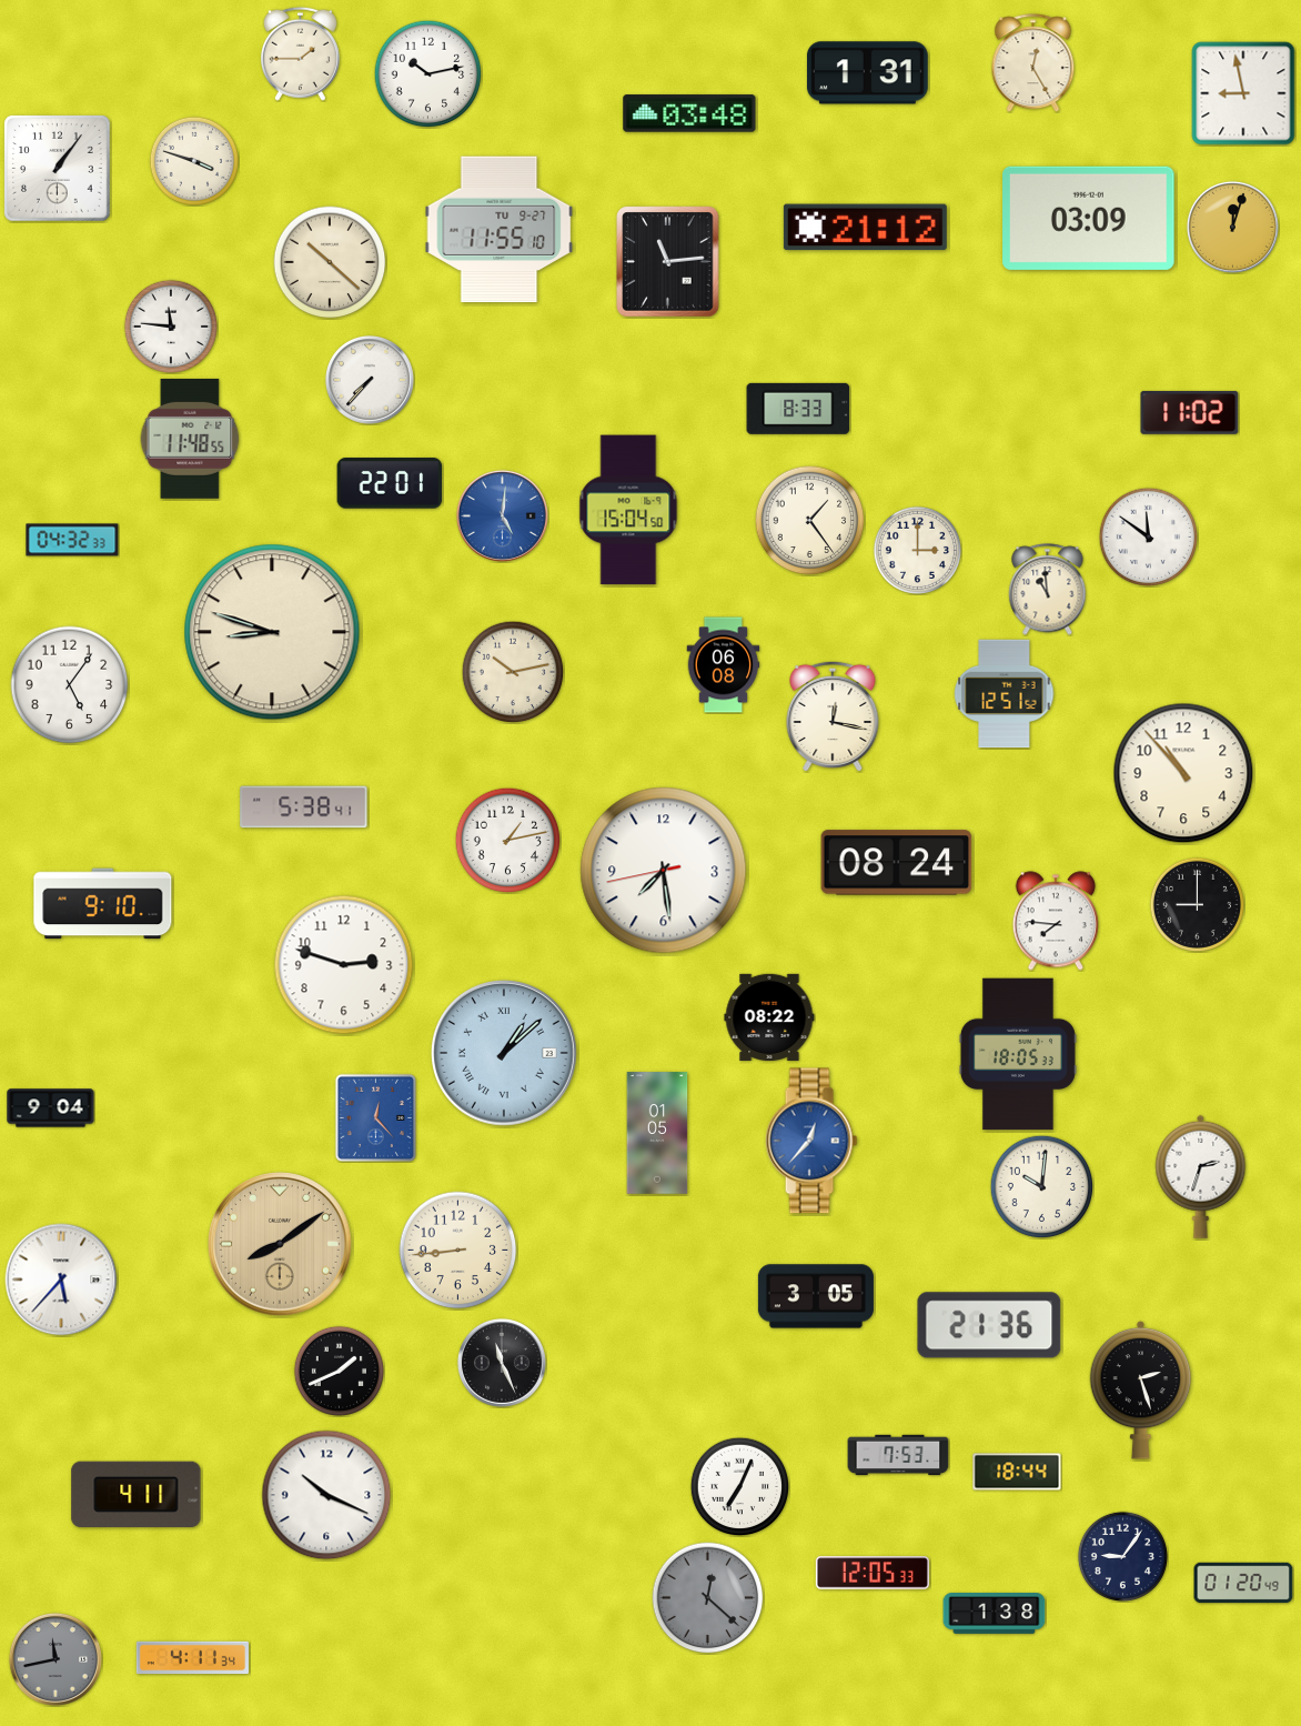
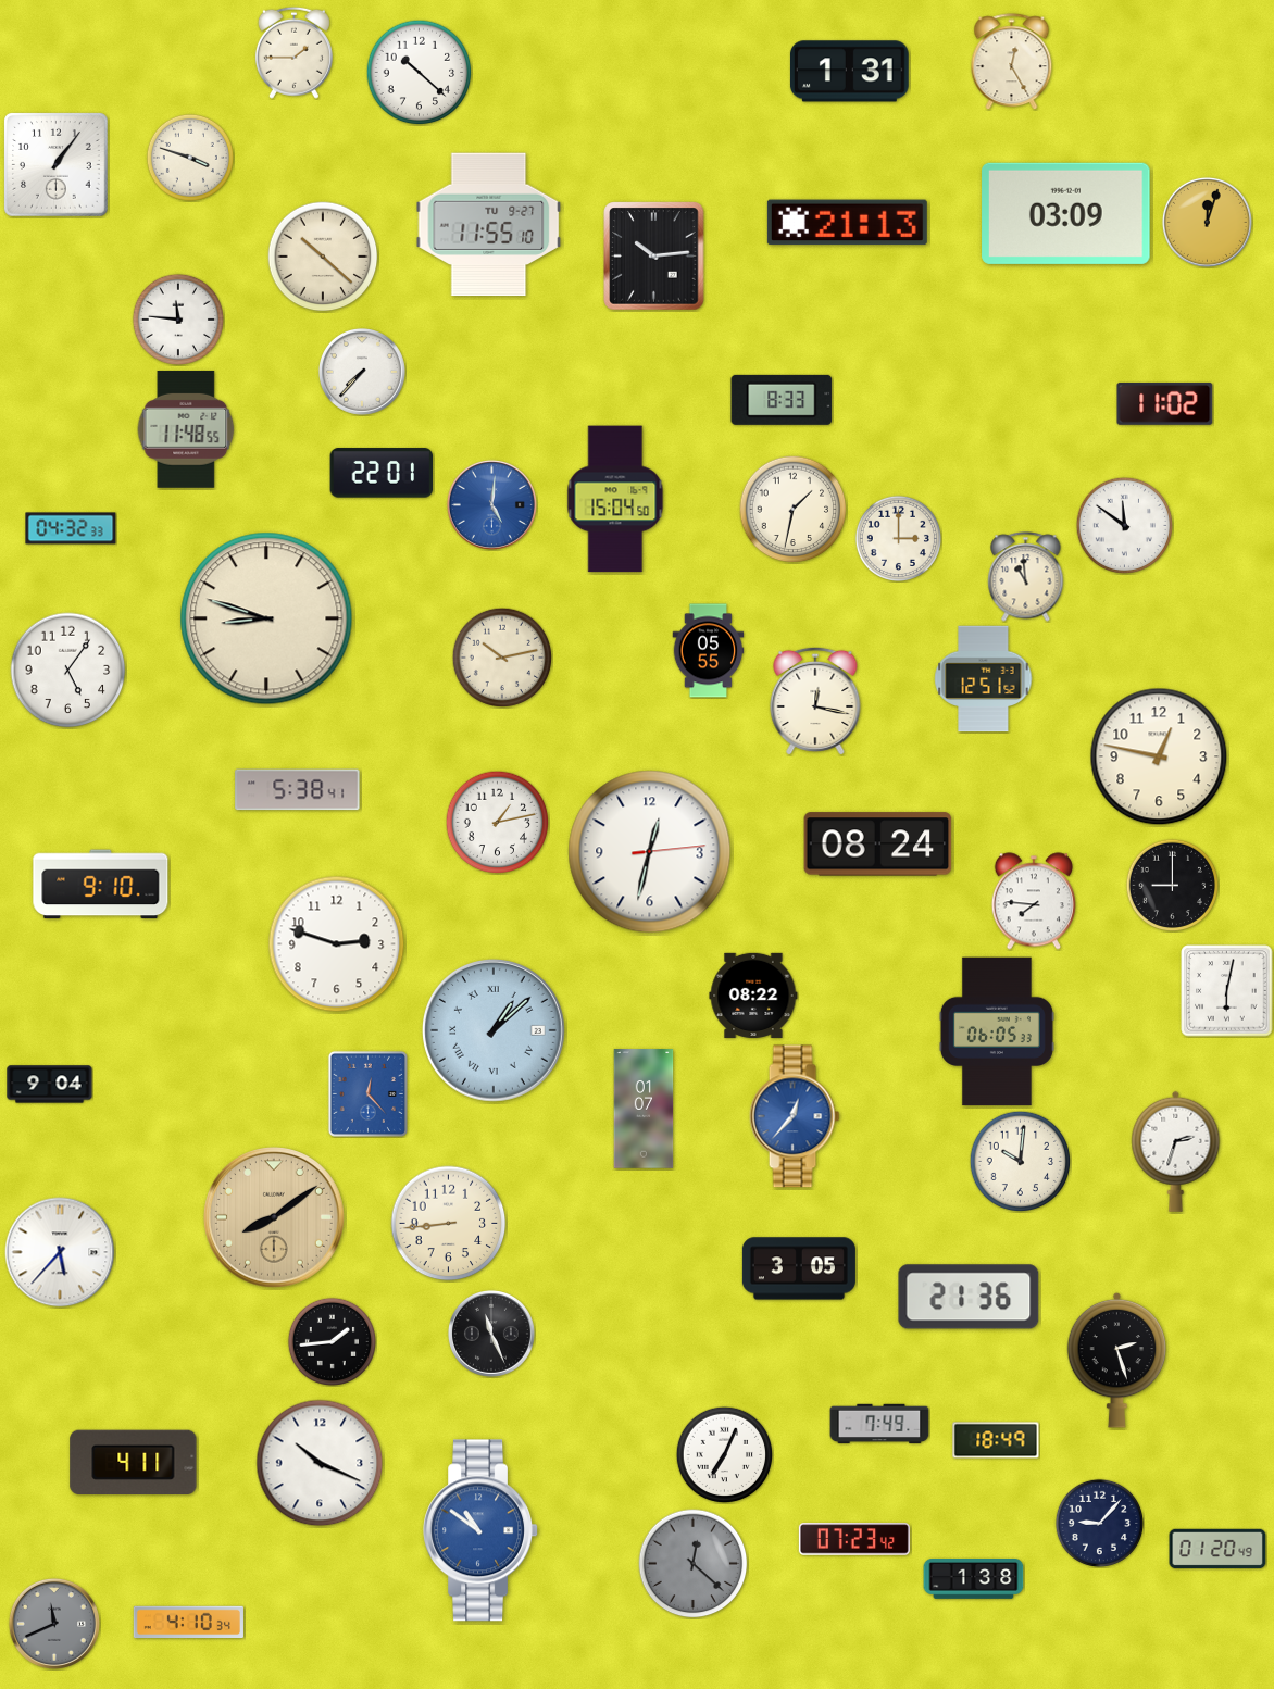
clock at (427, 73): 10:13 -> 10:22
clock at (1243, 93): 8:58 -> none
clock at (689, 113): 03:48 -> none
clock at (865, 228): 21:12 -> 21:13
clock at (668, 262): 11:14 -> 10:14
clock at (170, 325) position: (170, 325) -> (177, 318)
clock at (810, 521): 1:24 -> 1:32
clock at (724, 665): 06:08 -> 05:55
clock at (1183, 773): 10:53 -> 12:47
clock at (664, 871): 7:28 -> 12:32
clock at (1227, 991): none -> 6:02
clock at (1018, 1054): 18:05 -> 06:05
clock at (657, 1133): 01:05 -> 01:07
clock at (339, 1371): 1:41 -> 1:44
clock at (898, 1455): 7:53 -> 7:49
clock at (1017, 1472): 18:44 -> 18:49
clock at (1122, 1556): 9:06 -> 9:07
clock at (482, 1530): none -> 10:51
clock at (873, 1573): 12:05 -> 07:23
clock at (192, 1658): 4:11 -> 4:10
clock at (56, 1659): 11:43 -> 11:41
